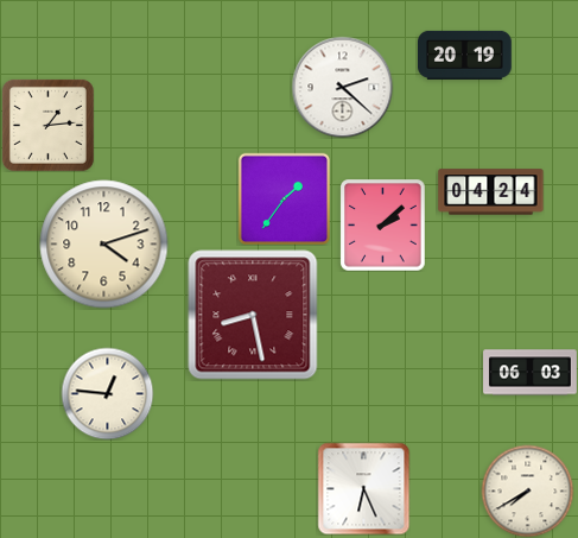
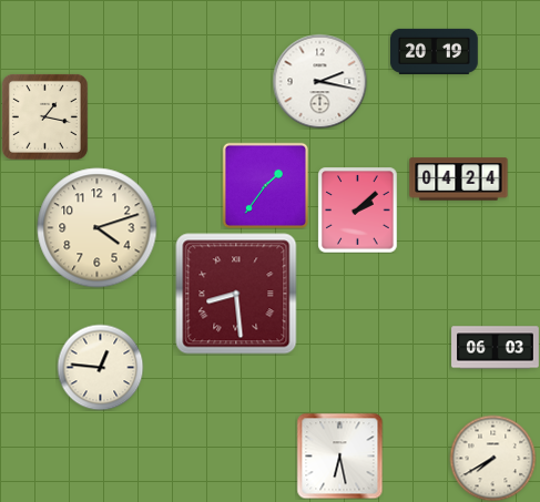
clock at (342, 87): 2:22 -> 2:17
clock at (47, 125): 1:14 -> 1:17
clock at (253, 315): 8:28 -> 8:29
clock at (363, 488): 6:26 -> 6:28
